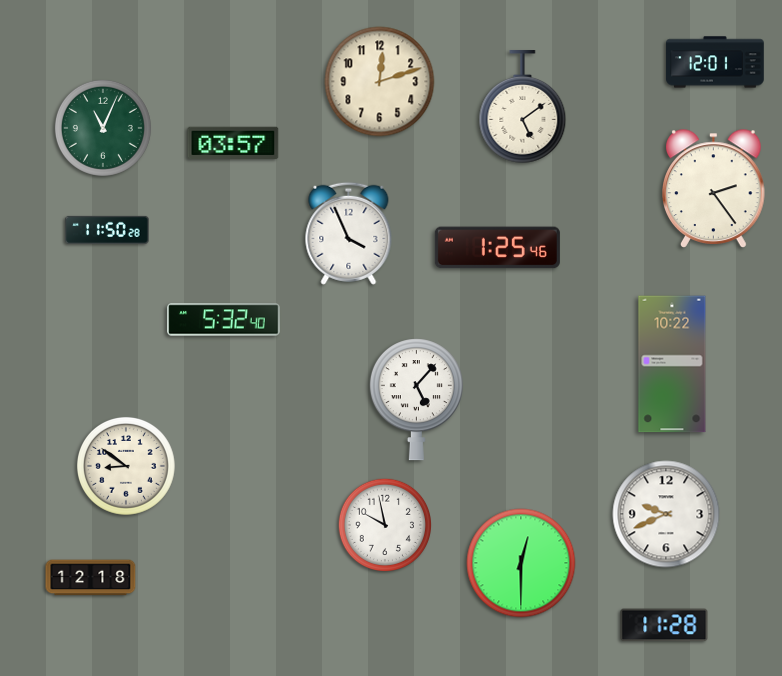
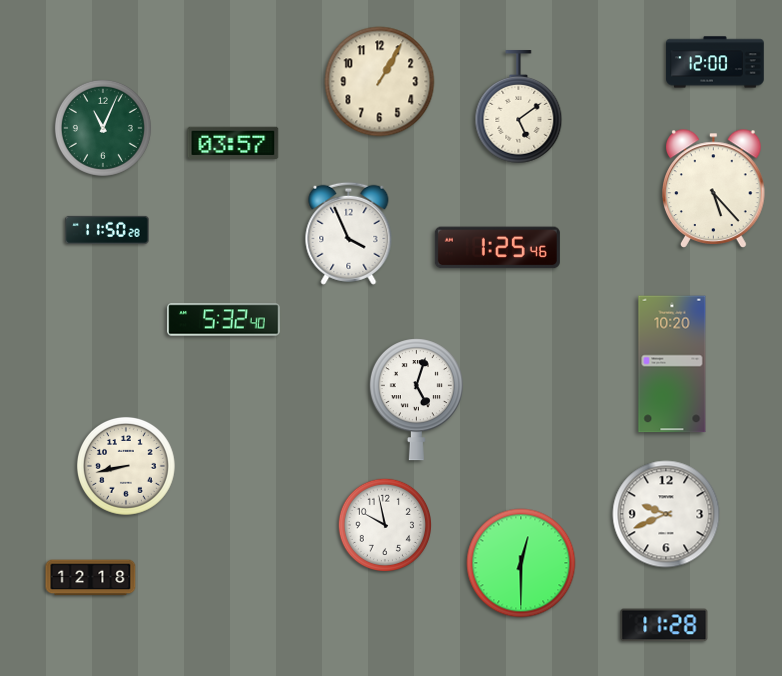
clock at (715, 62): 12:01 -> 12:00
clock at (380, 82): 12:12 -> 1:05
clock at (523, 107) position: (523, 107) -> (519, 107)
clock at (714, 189): 2:24 -> 5:23
clock at (672, 364): 10:22 -> 10:20
clock at (416, 400): 5:07 -> 5:03
clock at (126, 466): 8:51 -> 8:43
